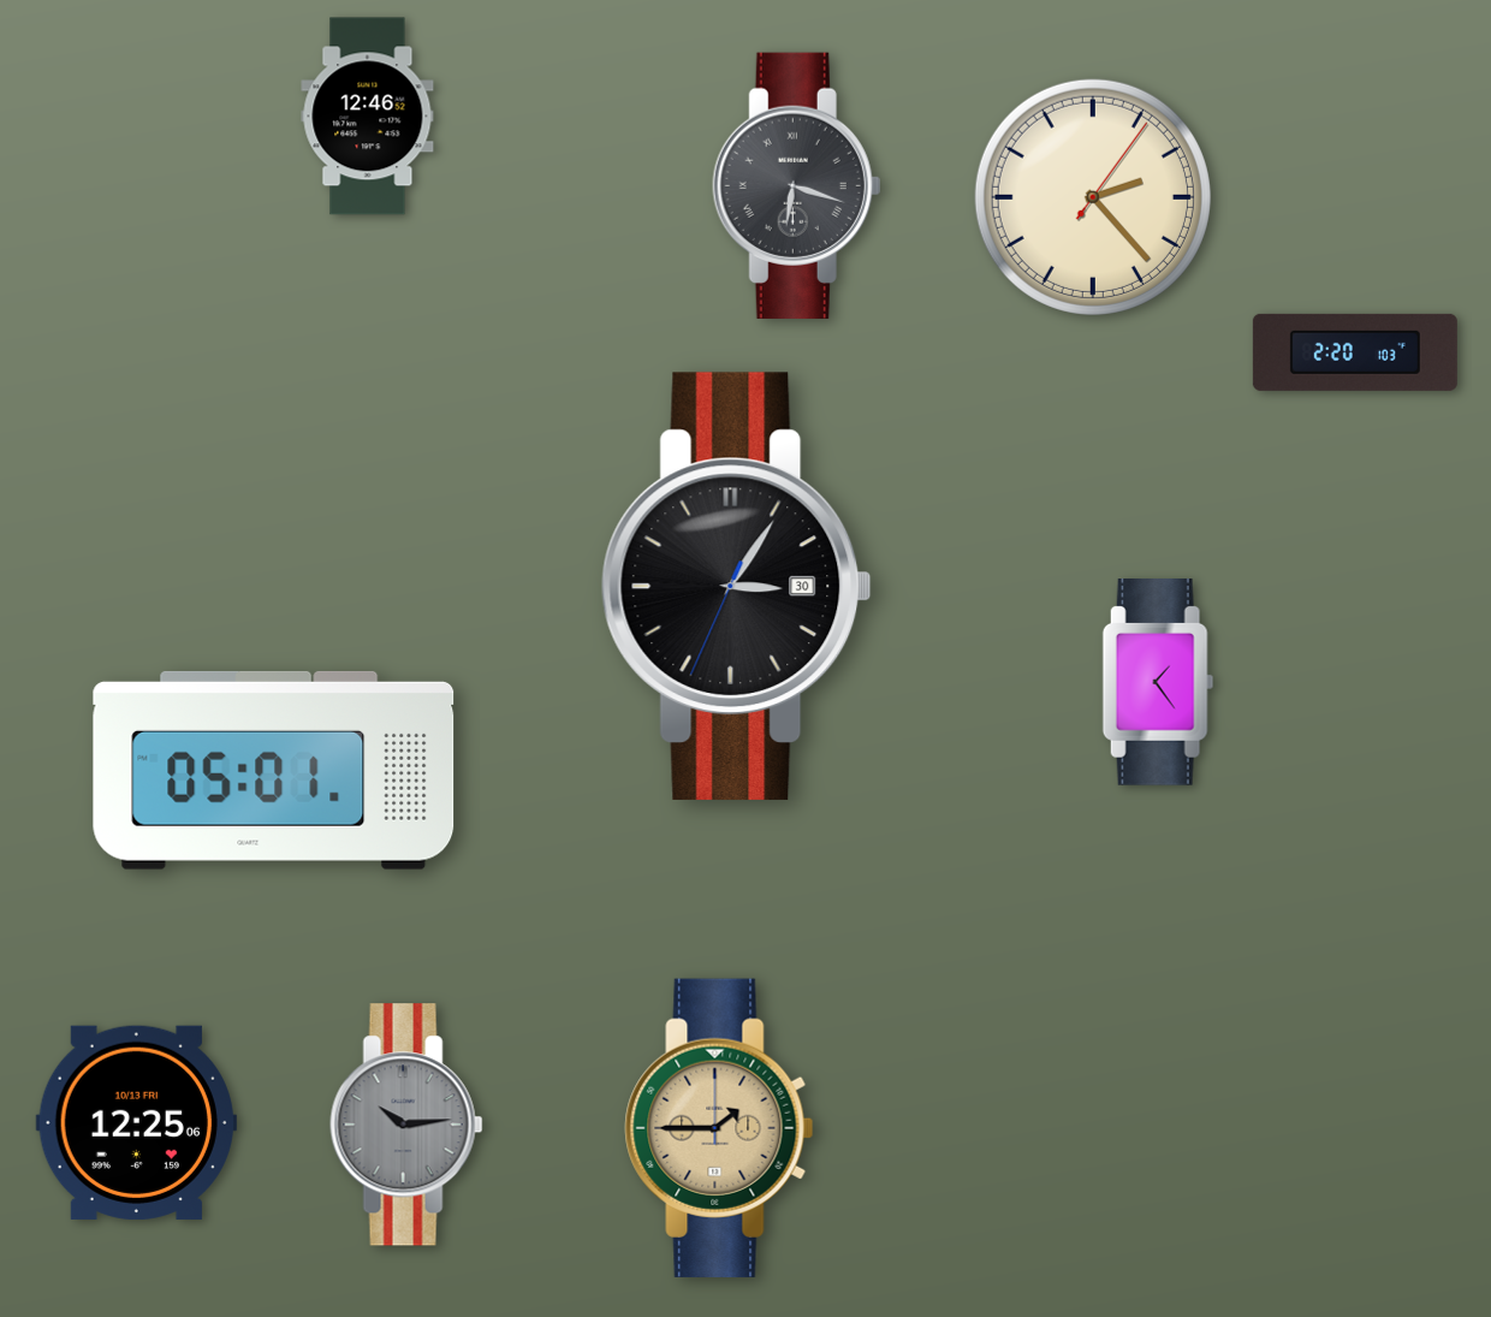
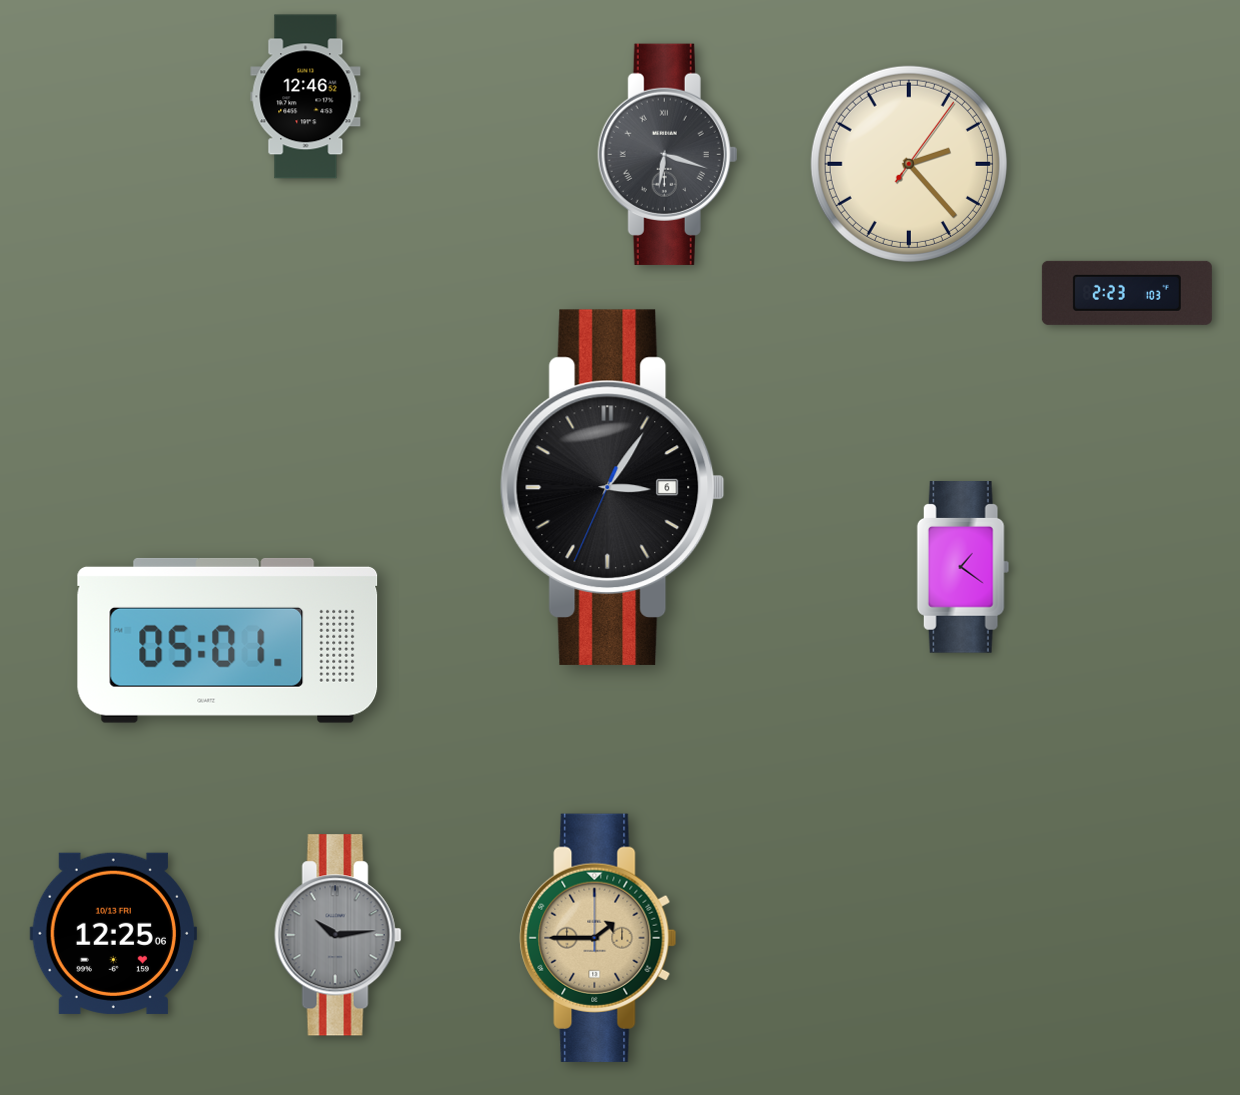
clock at (797, 185) position: (797, 185) -> (668, 154)
clock at (1355, 352): 2:20 -> 2:23
clock at (736, 586) date: 30 -> 6
clock at (1158, 683): 1:24 -> 1:21
